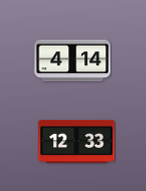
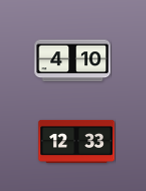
clock at (73, 61): 4:14 -> 4:10
